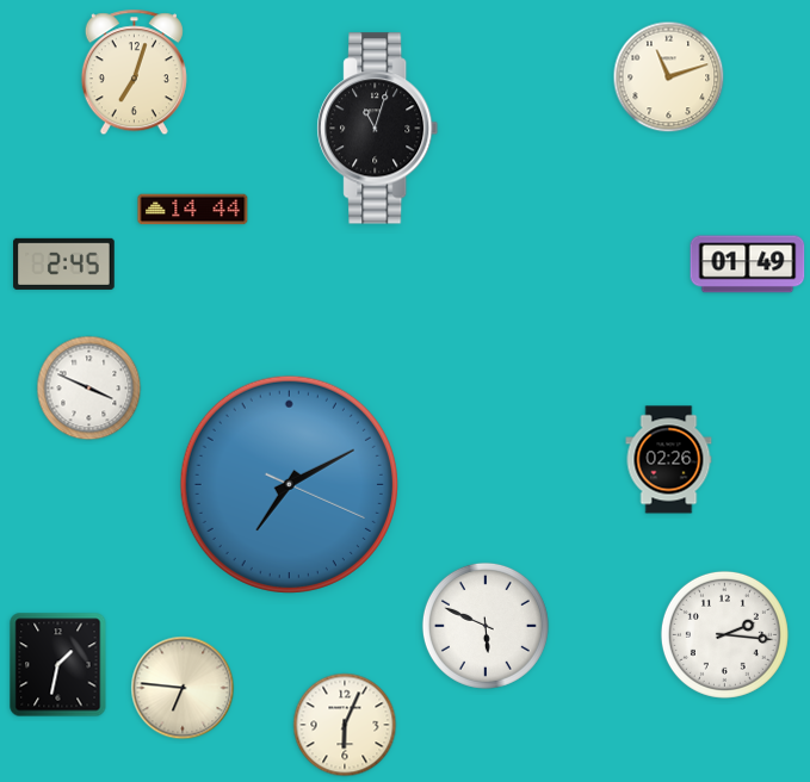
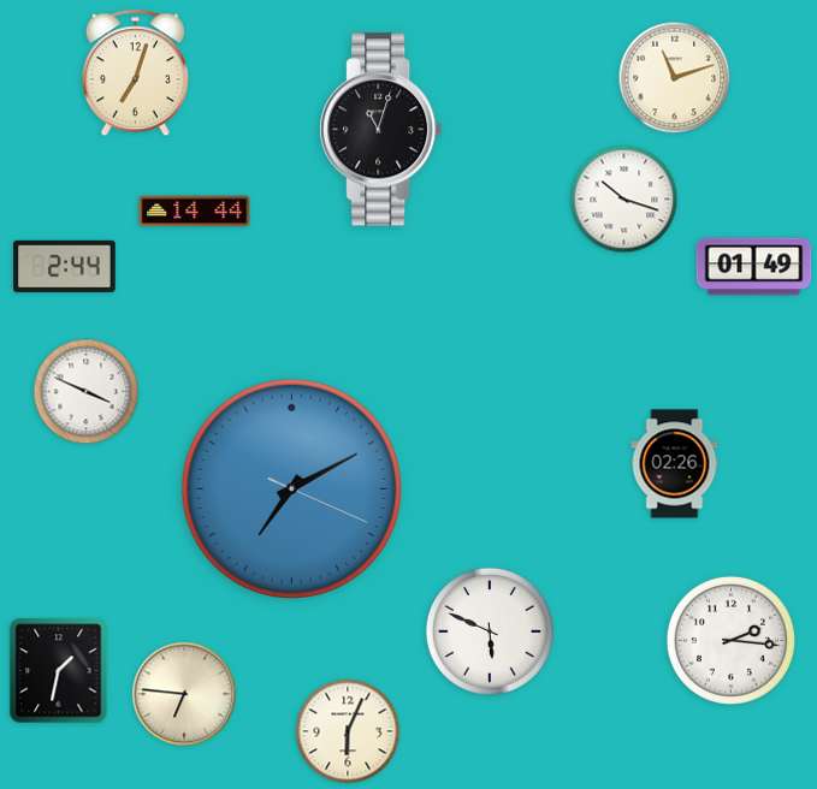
clock at (624, 200): none -> 10:18
clock at (64, 263): 2:45 -> 2:44
clock at (89, 389) position: (89, 389) -> (87, 392)
